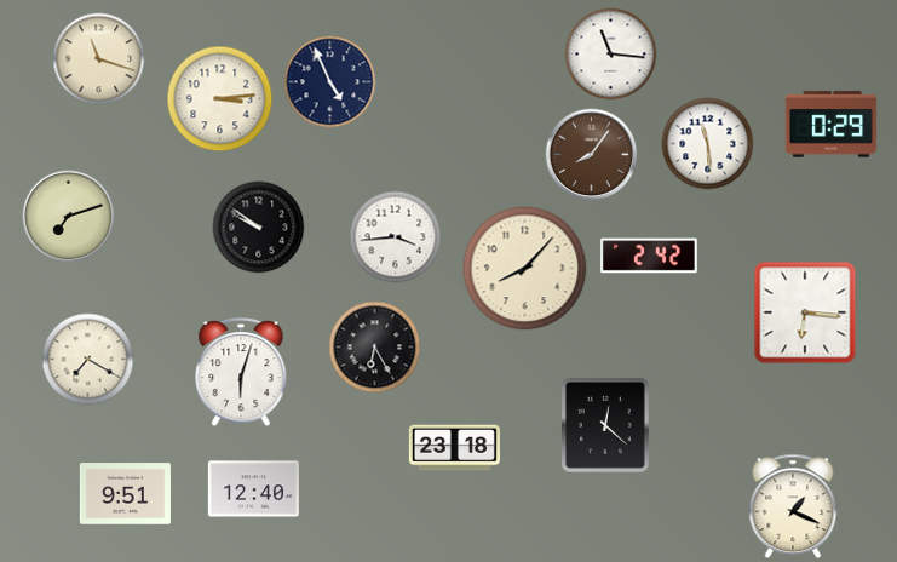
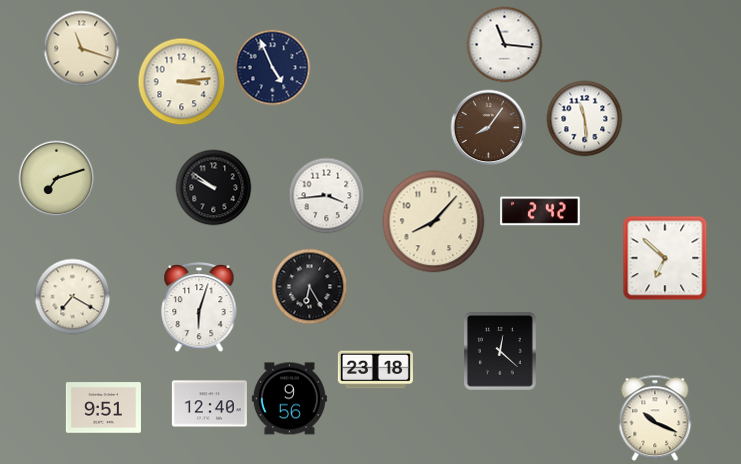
clock at (830, 125): 0:29 -> none
clock at (649, 256) position: (649, 256) -> (540, 211)
clock at (805, 312): 6:16 -> 6:52
clock at (289, 399): none -> 9:56
clock at (793, 506): 1:19 -> 10:19
